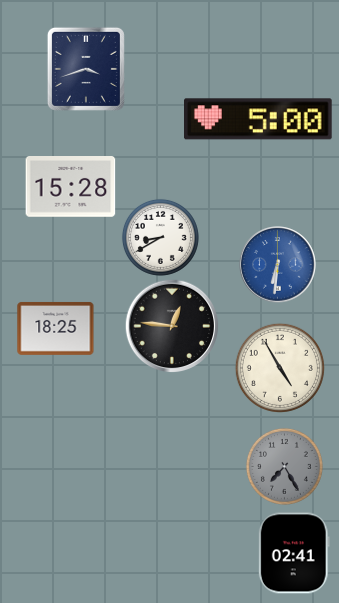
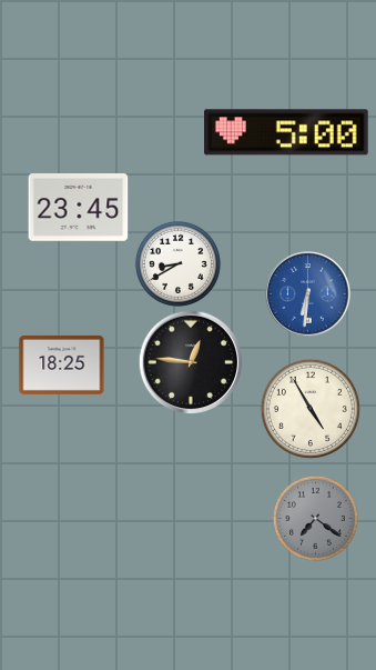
clock at (86, 69): 3:42 -> none
clock at (71, 187): 15:28 -> 23:45
clock at (284, 466): 7:25 -> 7:21
clock at (294, 553): 02:41 -> none
